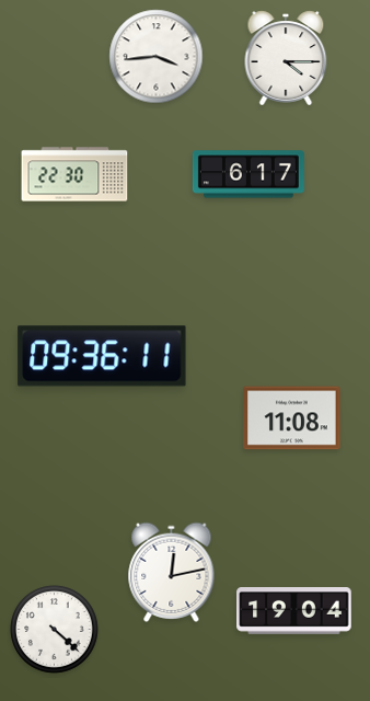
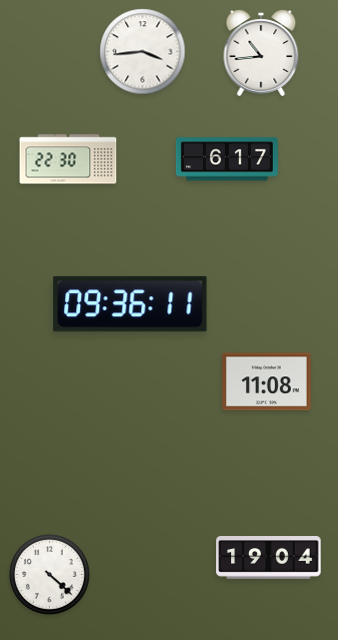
clock at (286, 58): 4:15 -> 10:44
clock at (102, 356) position: (102, 356) -> (130, 304)
clock at (172, 572): 12:13 -> none
